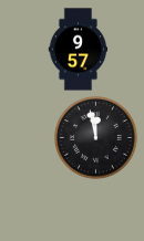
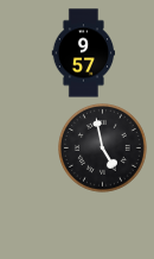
clock at (96, 138): 11:58 -> 4:58
